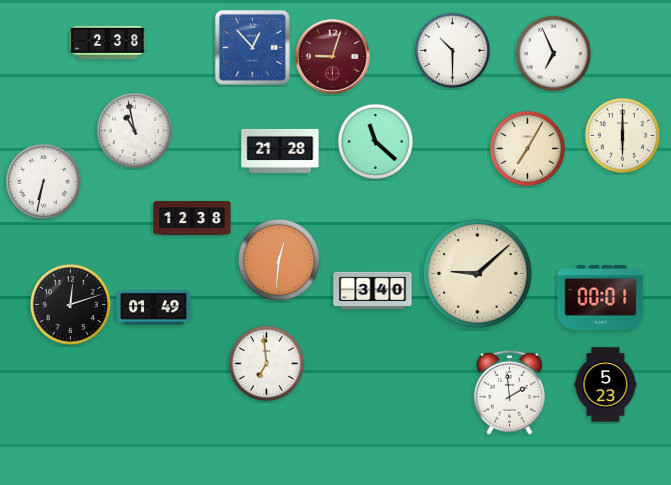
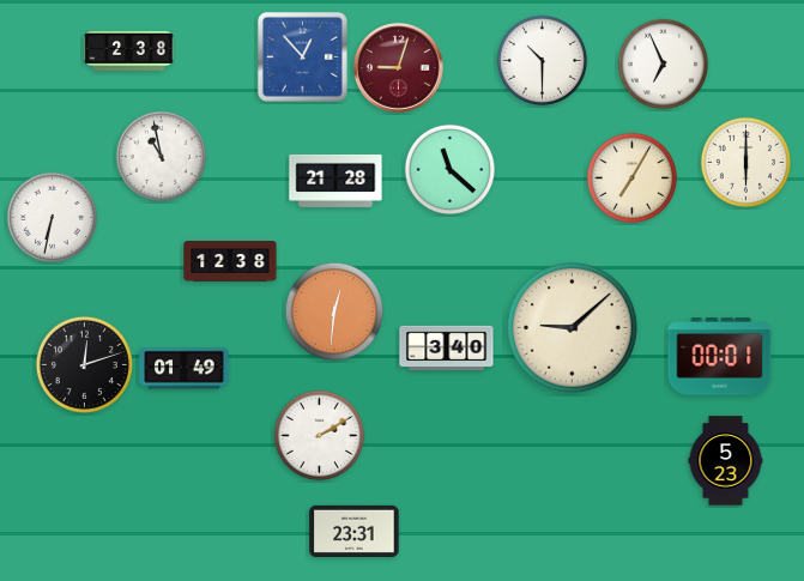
clock at (266, 363): 6:59 -> 2:10
clock at (509, 392): 1:59 -> none
clock at (355, 531): none -> 23:31
